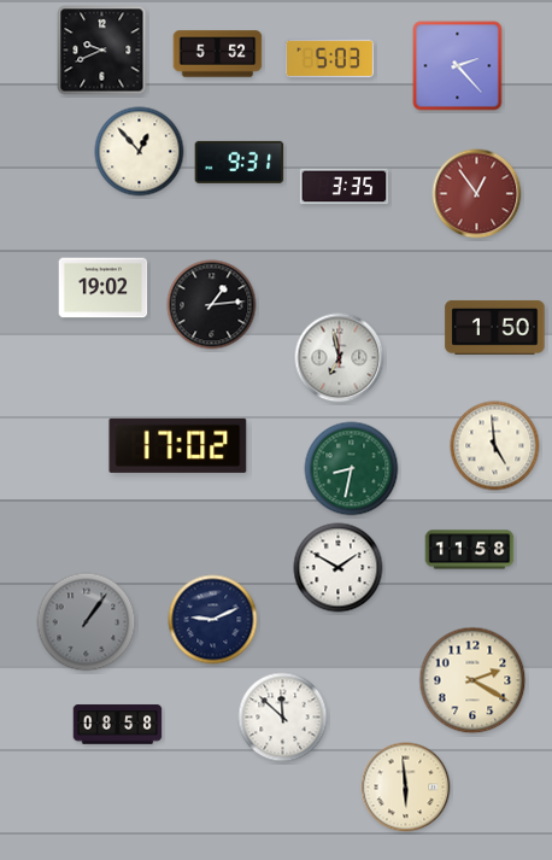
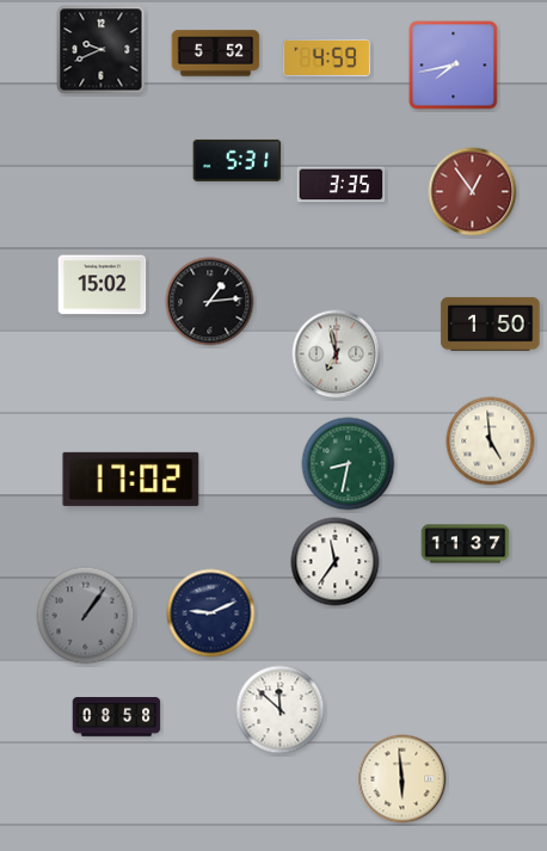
clock at (330, 59): 5:03 -> 4:59
clock at (458, 66): 2:23 -> 7:43
clock at (140, 152): 12:53 -> none
clock at (240, 162): 9:31 -> 5:31
clock at (104, 288): 19:02 -> 15:02
clock at (178, 445) position: (178, 445) -> (131, 479)
clock at (470, 550): 11:58 -> 11:37
clock at (339, 568): 1:50 -> 11:36
clock at (472, 680): 2:20 -> none
